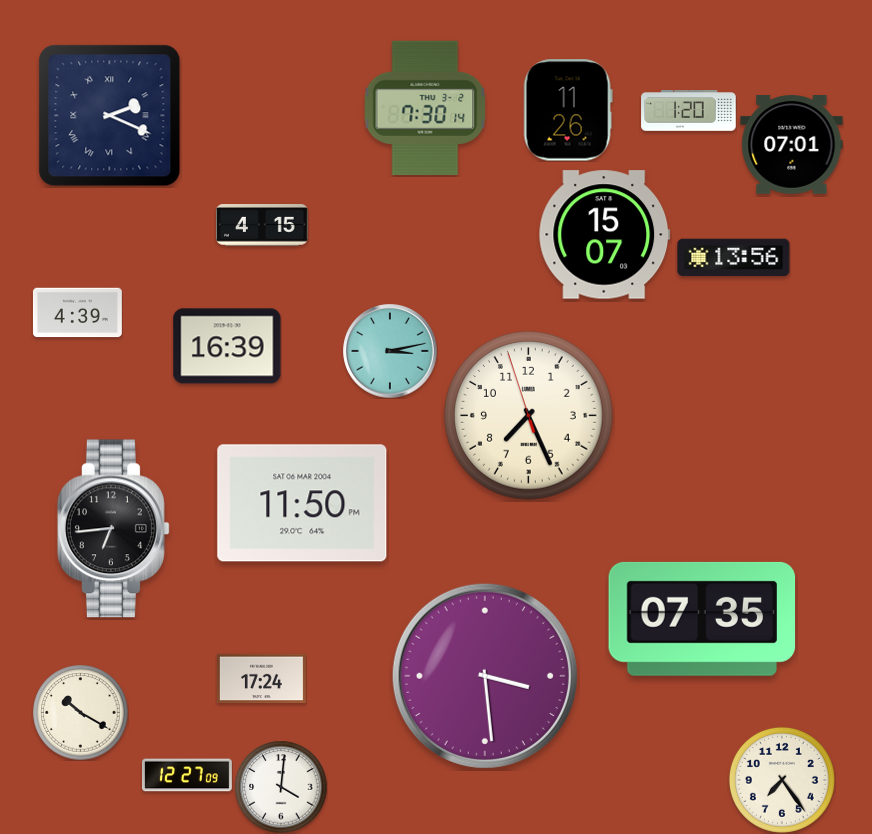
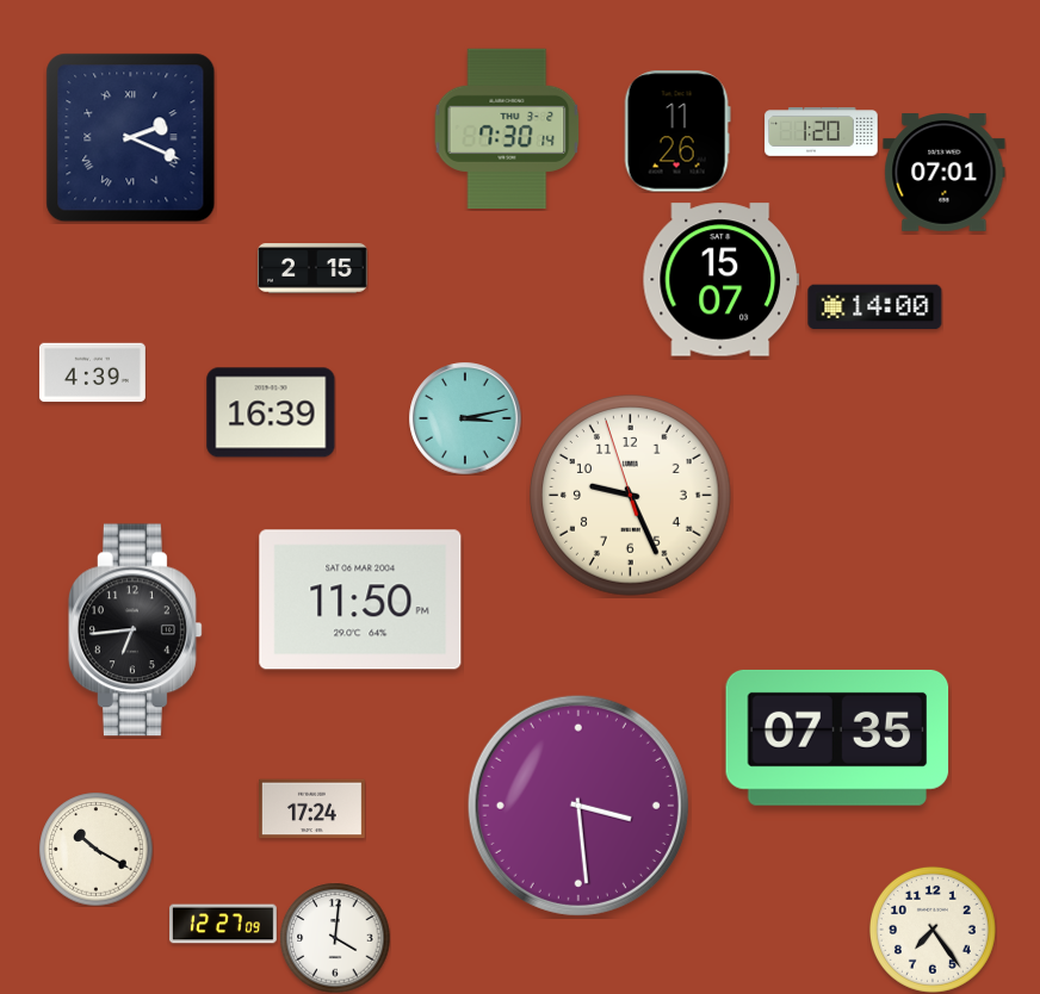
clock at (263, 226): 4:15 -> 2:15
clock at (734, 258): 13:56 -> 14:00
clock at (529, 416): 7:25 -> 9:25
